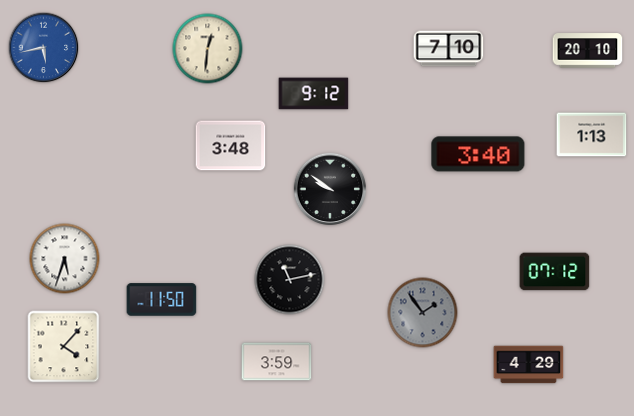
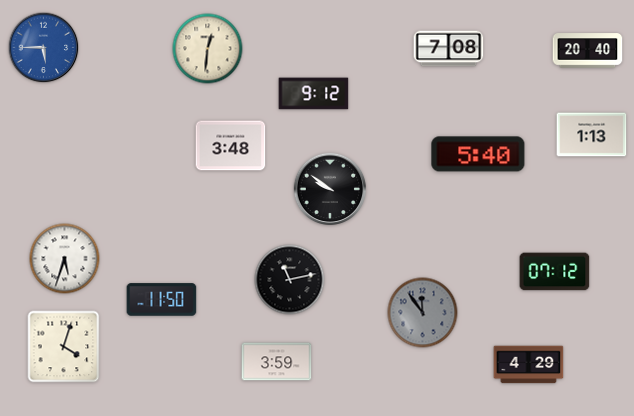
clock at (44, 48): 5:43 -> 5:45
clock at (449, 49): 7:10 -> 7:08
clock at (588, 51): 20:10 -> 20:40
clock at (478, 154): 3:40 -> 5:40
clock at (423, 313): 1:54 -> 11:54
clock at (64, 347): 4:07 -> 4:03
